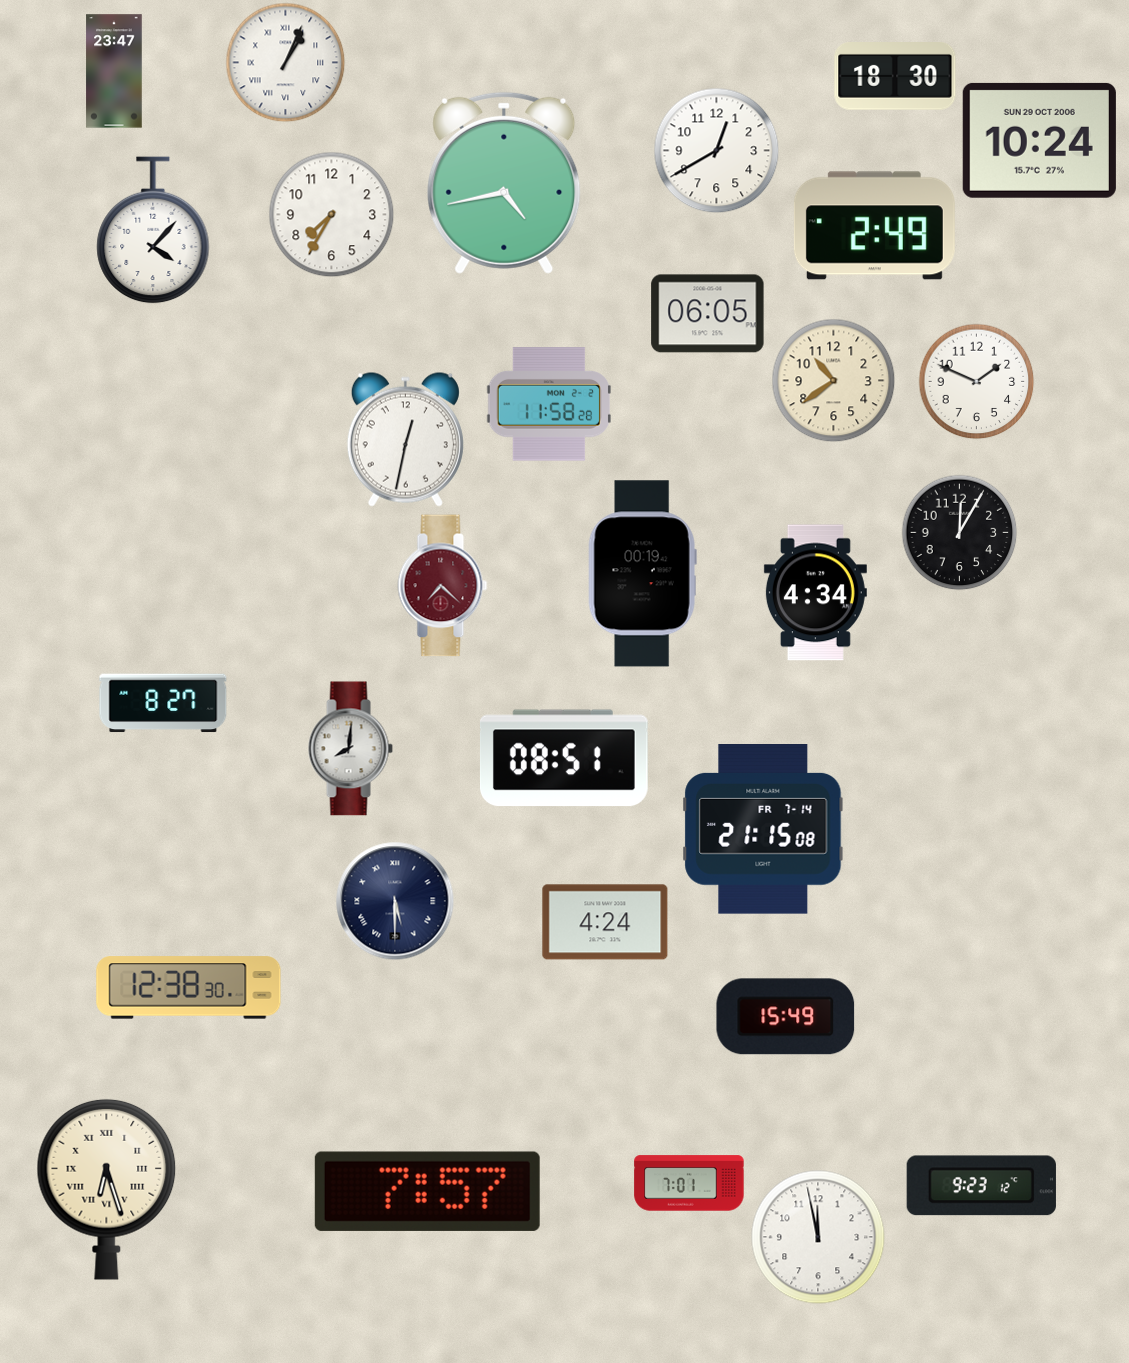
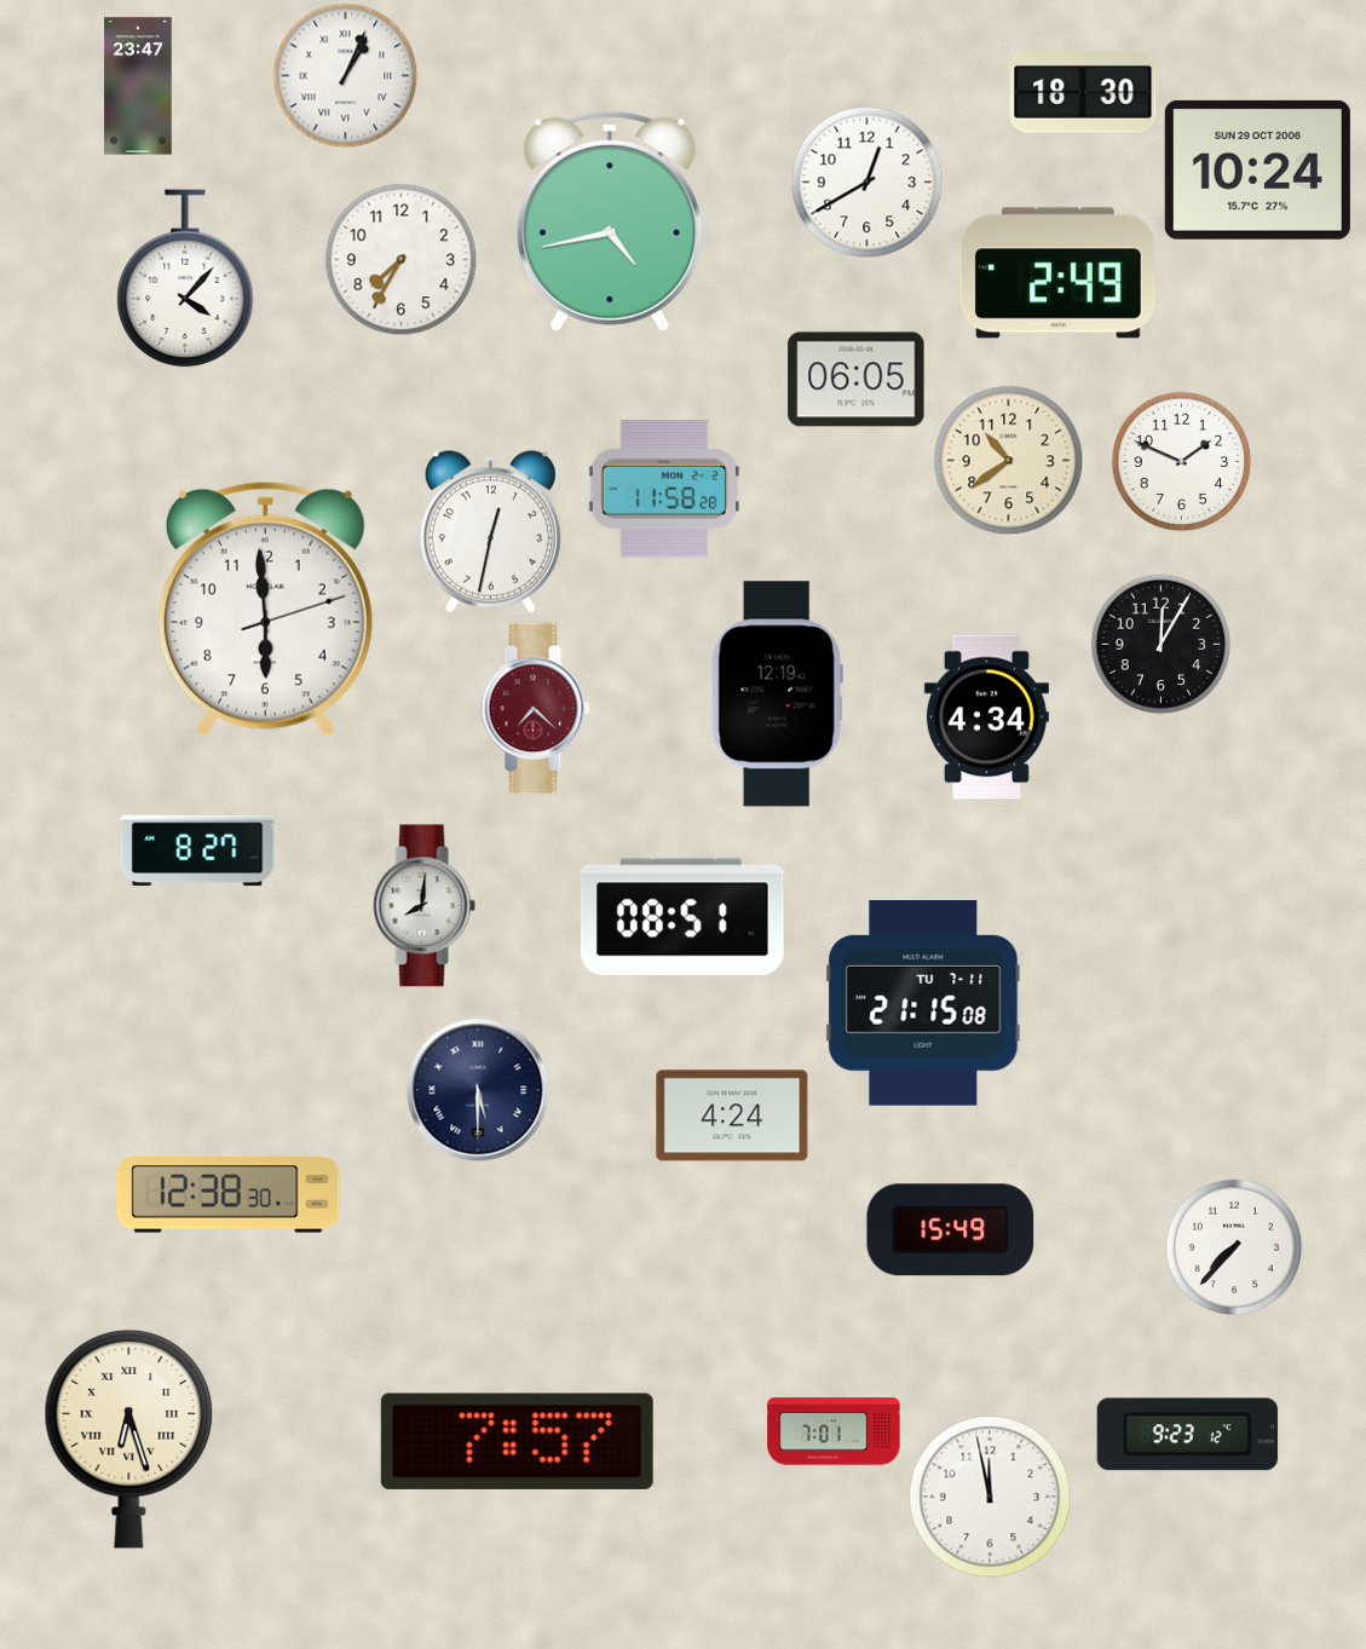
clock at (265, 609): none -> 5:59
clock at (642, 574): 00:19 -> 12:19
clock at (763, 830) date: FR 7-14 -> TU 7-11
clock at (1234, 1247): none -> 7:37
